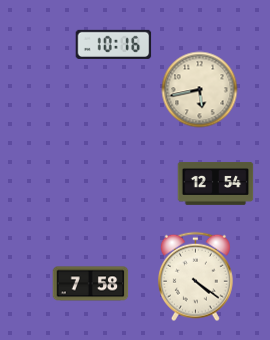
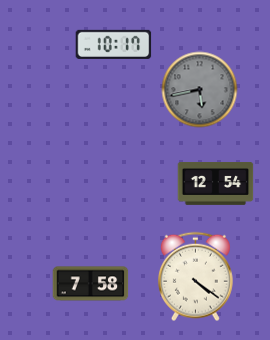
clock at (114, 44): 10:16 -> 10:17
clock at (200, 90) dial: cream -> grey
